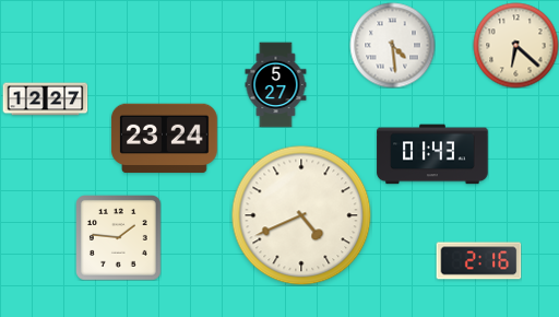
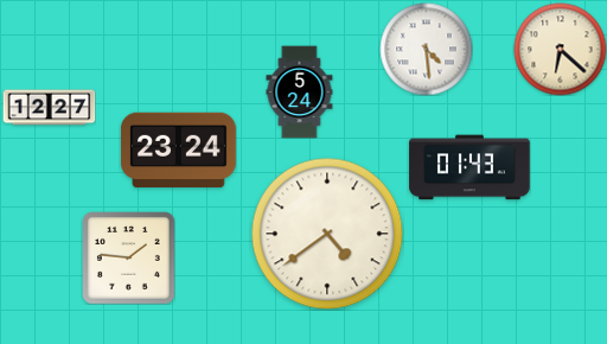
clock at (276, 84): 5:27 -> 5:24
clock at (301, 215): 4:41 -> 4:39
clock at (478, 261): 2:16 -> none
